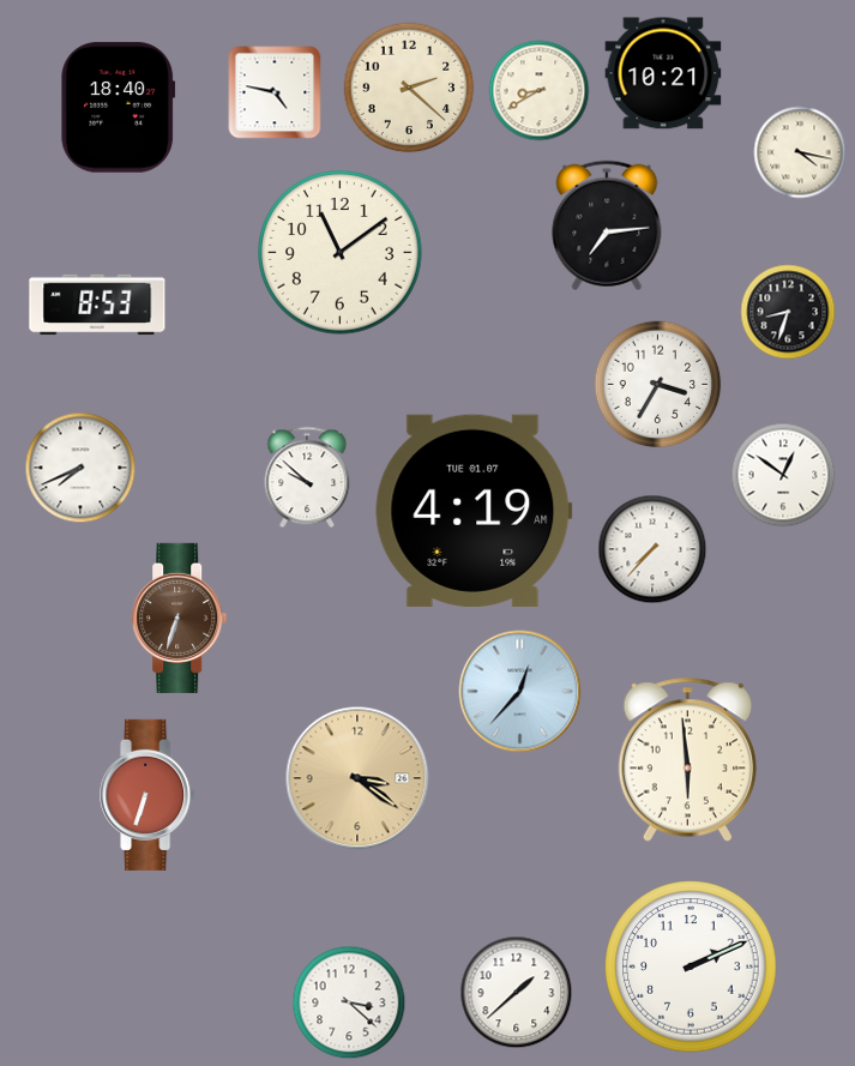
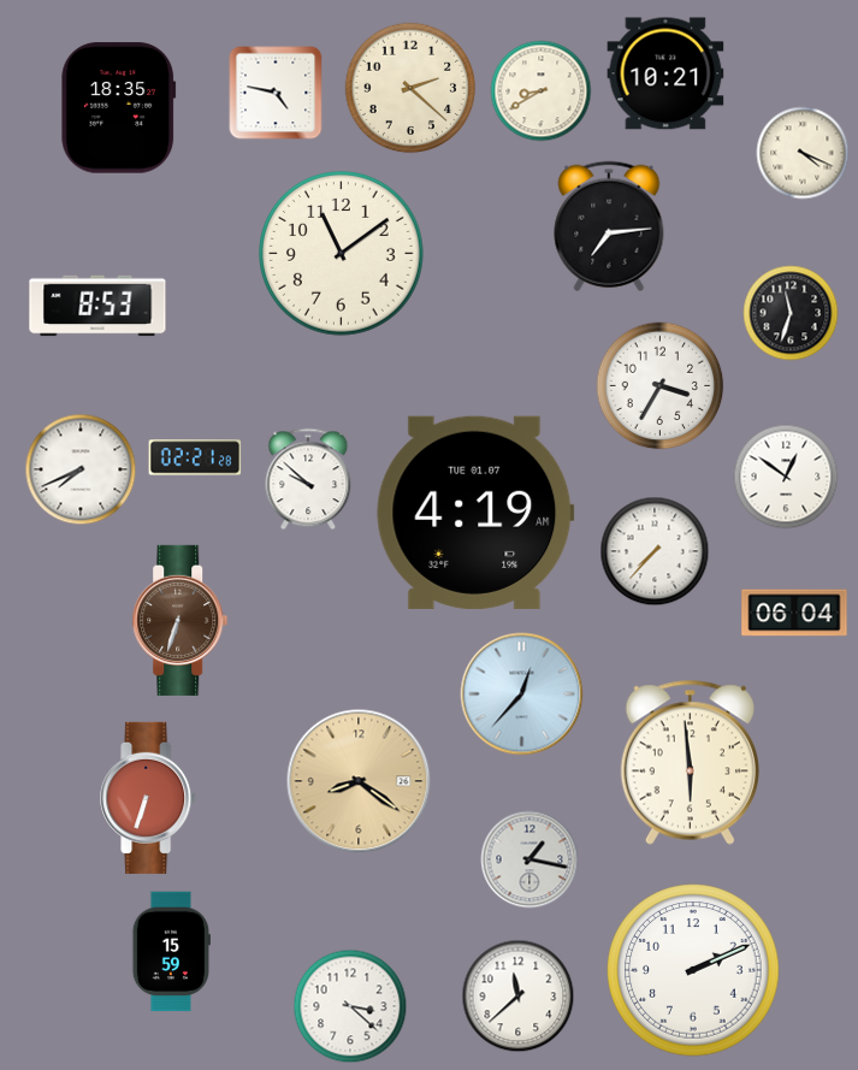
clock at (119, 108): 18:40 -> 18:35
clock at (800, 152): 4:17 -> 4:19
clock at (788, 312): 8:33 -> 11:33
clock at (195, 457): none -> 02:21
clock at (794, 613): none -> 06:04
clock at (357, 778): 3:21 -> 8:21
clock at (529, 859): none -> 1:17
clock at (171, 952): none -> 15:59
clock at (517, 993): 1:38 -> 11:38
